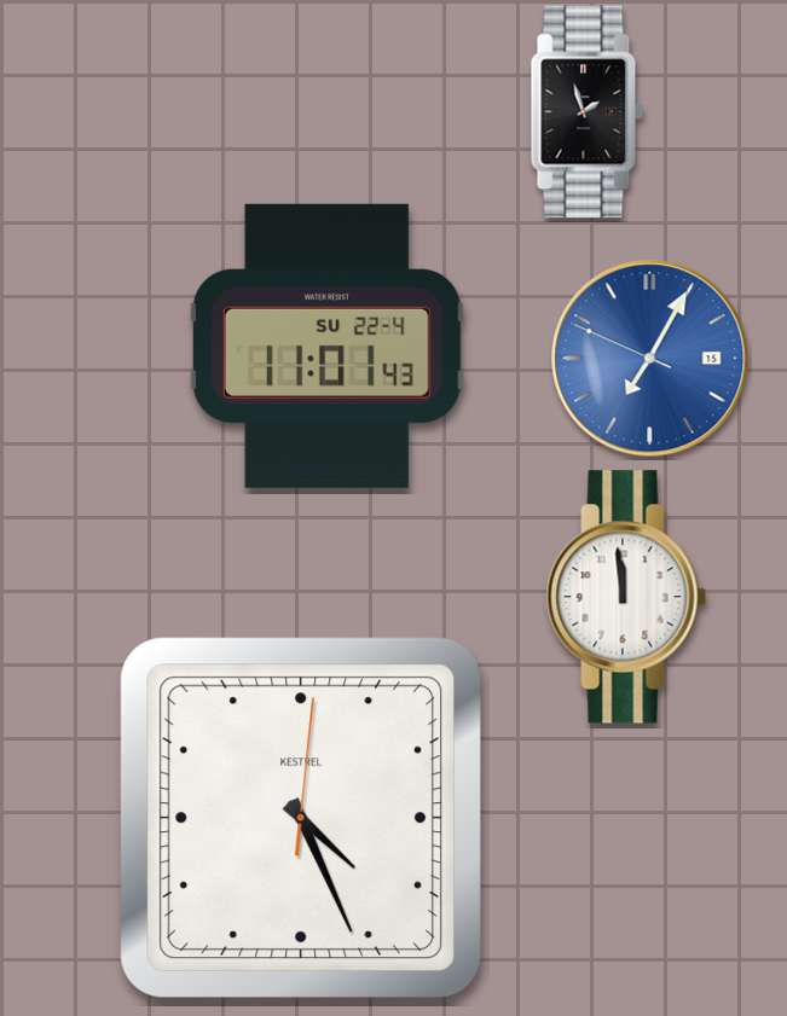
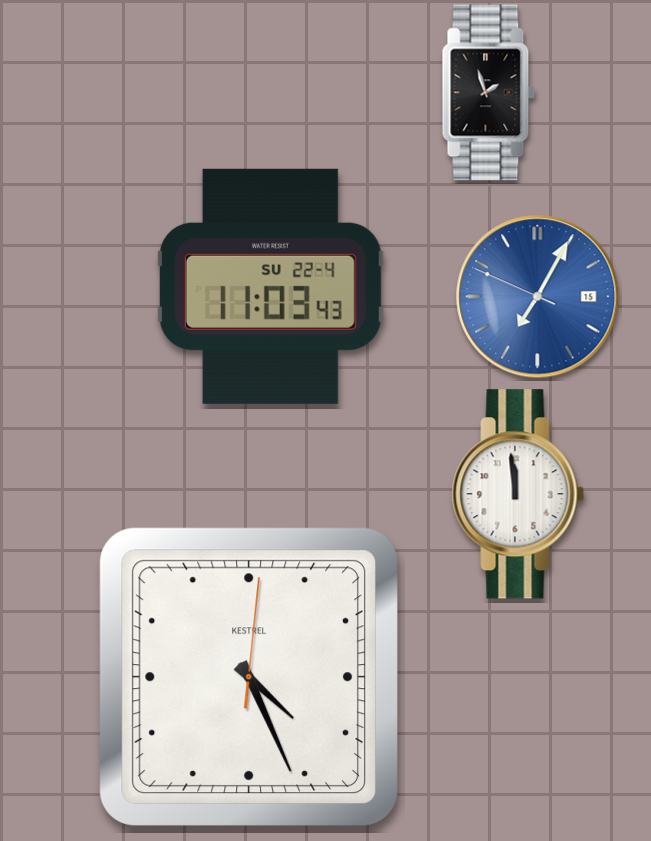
clock at (588, 112) position: (588, 112) -> (489, 93)
clock at (326, 346): 11:01 -> 11:03
